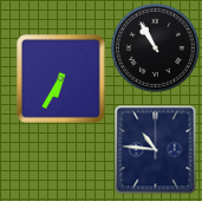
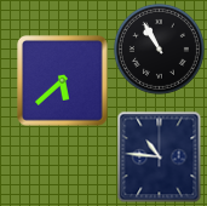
clock at (61, 79): 6:35 -> 5:38
clock at (156, 150) position: (156, 150) -> (160, 158)
